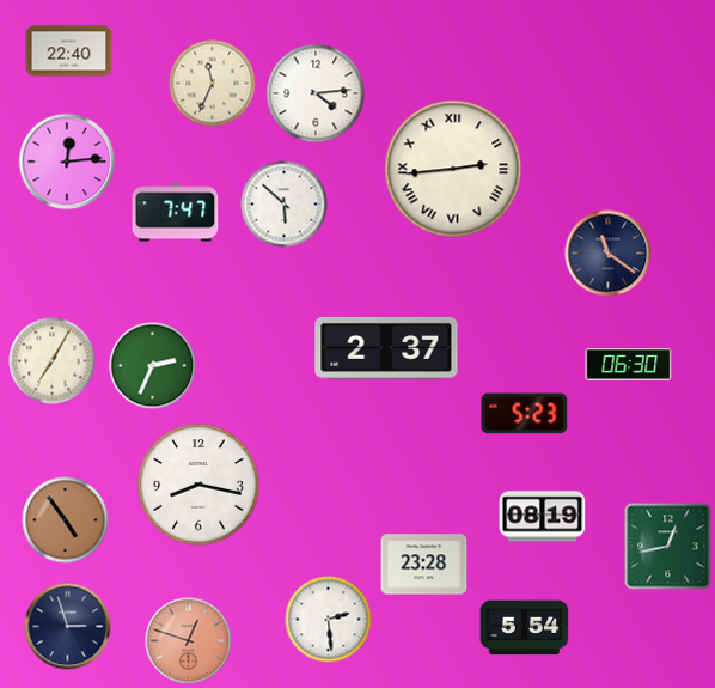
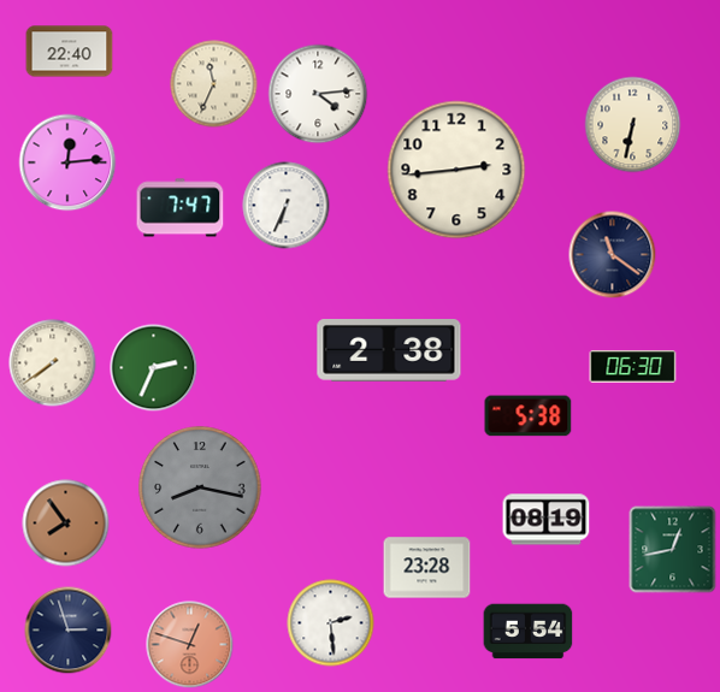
clock at (633, 125): none -> 6:32
clock at (453, 169) numerals: Roman -> Arabic
clock at (285, 205): 5:52 -> 6:34
clock at (176, 213) position: (176, 213) -> (181, 208)
clock at (386, 349): 2:37 -> 2:38
clock at (53, 361): 7:05 -> 7:39
clock at (525, 414): 5:23 -> 5:38
clock at (198, 485) dial: white -> grey
clock at (66, 520): 4:54 -> 7:54
